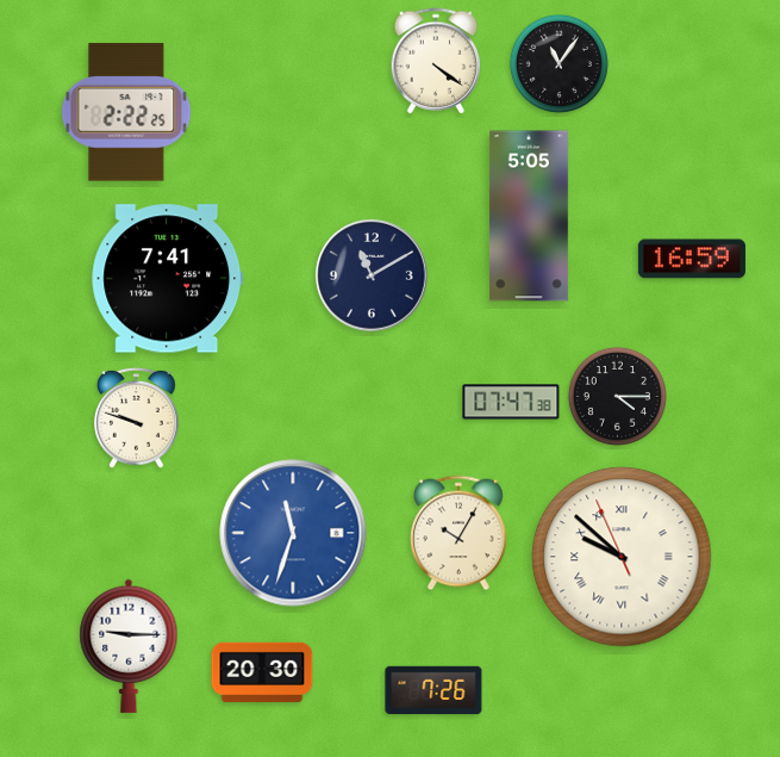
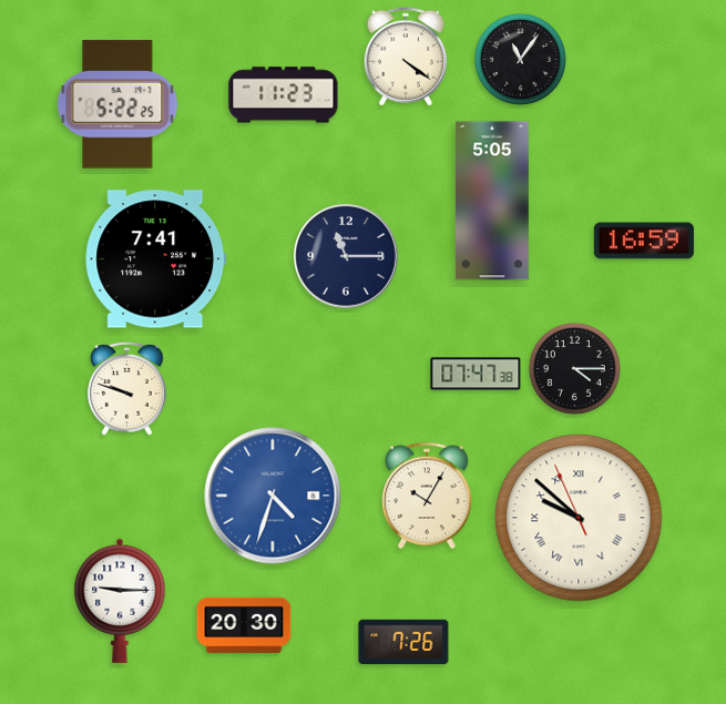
clock at (284, 95): none -> 11:23
clock at (126, 112): 2:22 -> 5:22
clock at (372, 275): 11:10 -> 11:15
clock at (293, 533): 11:33 -> 4:33
